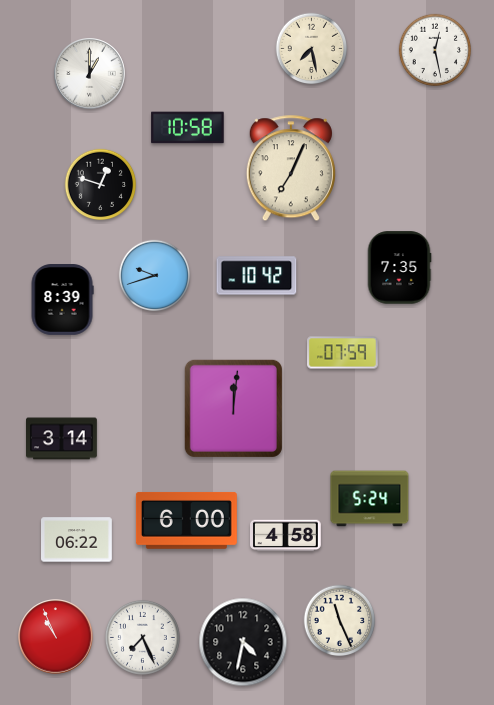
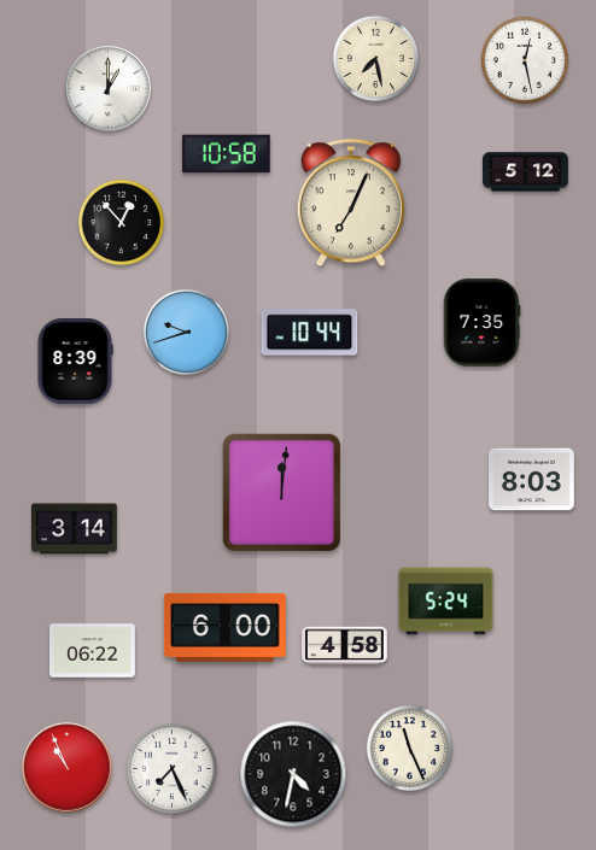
clock at (526, 172): none -> 5:12
clock at (101, 185): 12:48 -> 12:53
clock at (257, 276): 10:42 -> 10:44
clock at (343, 353): 07:59 -> none
clock at (532, 480): none -> 8:03
